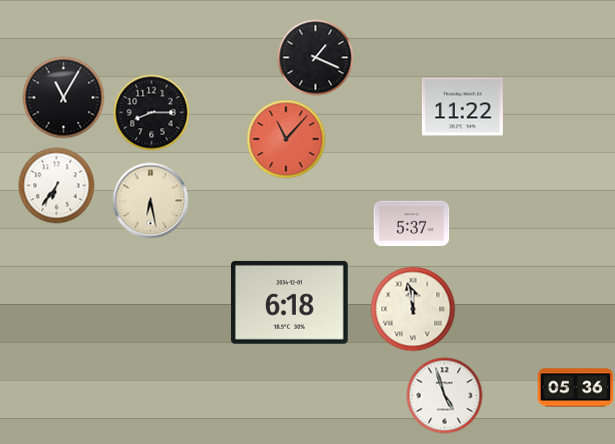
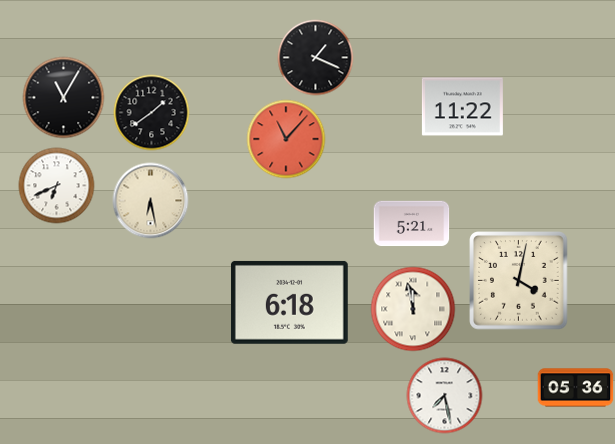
clock at (152, 113): 8:15 -> 1:39
clock at (57, 186): 6:36 -> 6:41
clock at (412, 224): 5:37 -> 5:21
clock at (519, 281): none -> 4:02
clock at (445, 396): 4:57 -> 7:28
